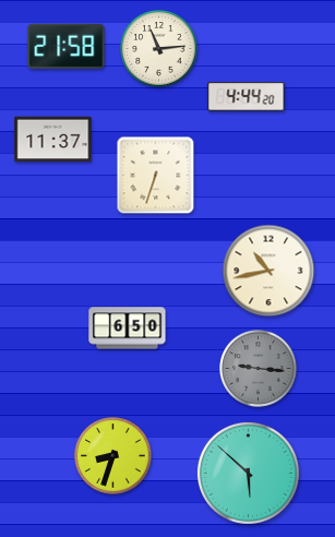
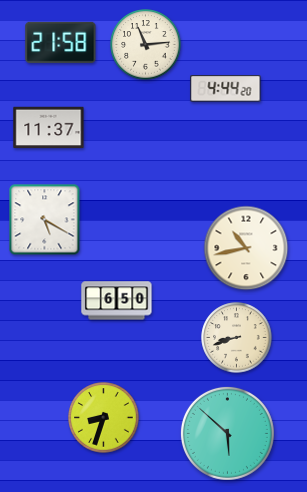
clock at (156, 176): 6:33 -> none
clock at (45, 220): none -> 5:20
clock at (259, 369): 9:16 -> 8:42
clock at (259, 369) dial: grey -> cream
